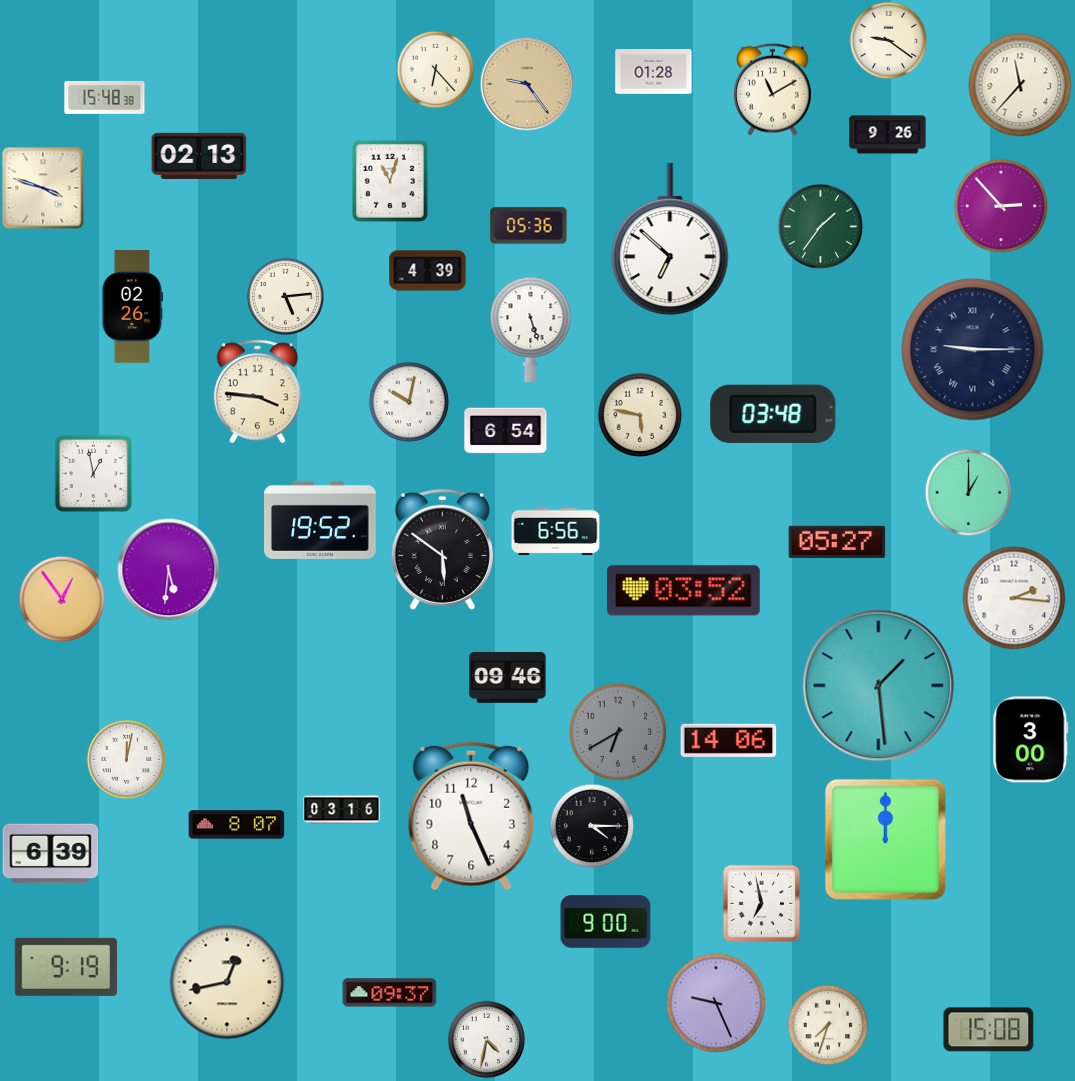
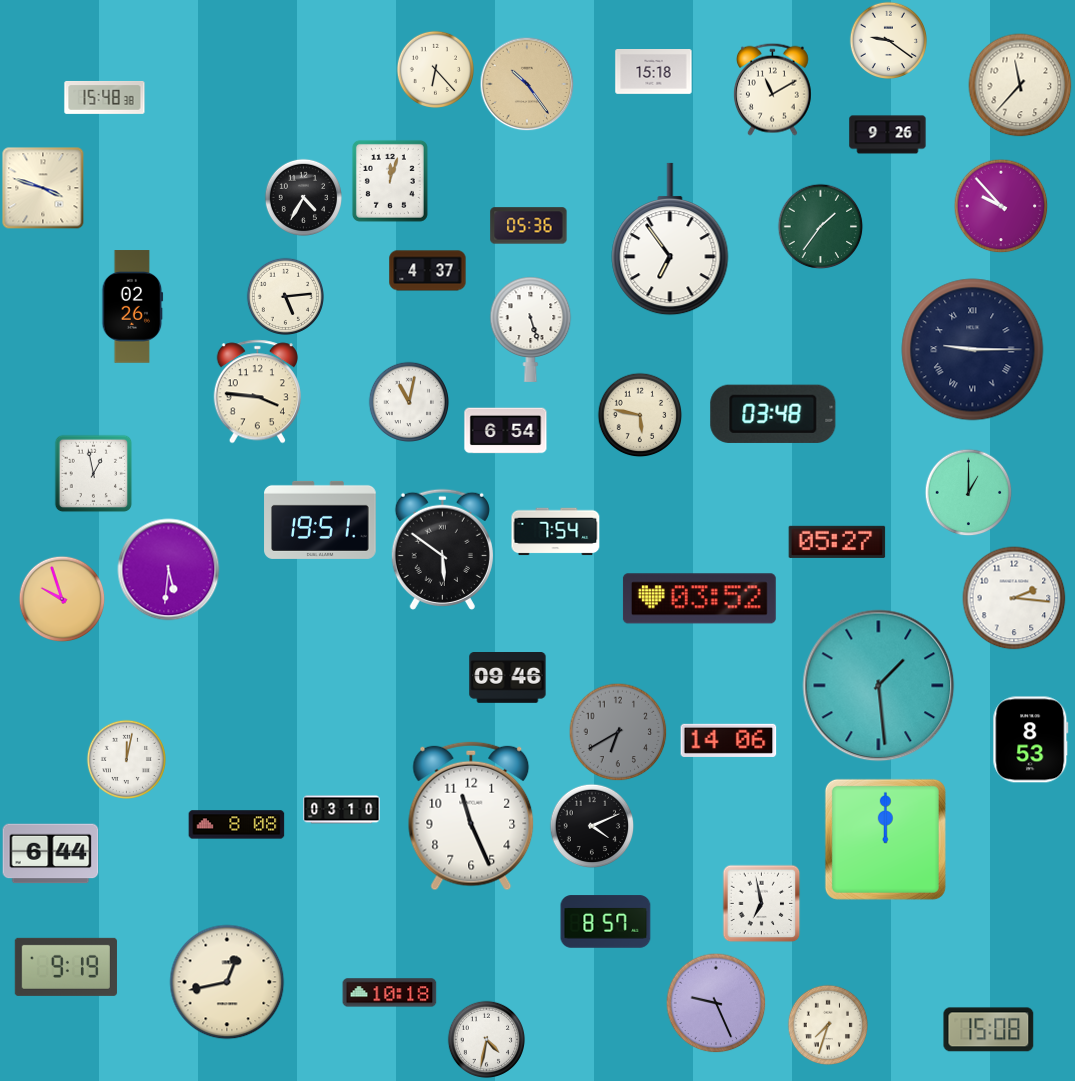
clock at (654, 72): 01:28 -> 15:18
clock at (527, 84): 9:24 -> 10:24
clock at (199, 156): 02:13 -> none
clock at (390, 181): 11:03 -> 12:03
clock at (303, 197): none -> 4:35
clock at (1001, 206): 2:53 -> 9:53
clock at (670, 239): 6:52 -> 6:54
clock at (428, 271): 4:39 -> 4:37
clock at (408, 401): 10:02 -> 11:02
clock at (320, 520): 19:52 -> 19:51
clock at (556, 532): 6:56 -> 7:54
clock at (683, 591) position: (683, 591) -> (699, 599)
clock at (62, 599): 12:54 -> 9:57
clock at (1031, 740): 3:00 -> 8:53
clock at (342, 810): 03:16 -> 03:10
clock at (237, 825): 8:07 -> 8:08
clock at (592, 826): 4:15 -> 4:11
clock at (51, 854): 6:39 -> 6:44
clock at (606, 922): 9:00 -> 8:57
clock at (390, 993): 09:37 -> 10:18
